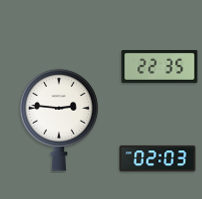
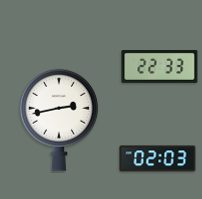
clock at (160, 67): 22:35 -> 22:33
clock at (59, 120): 2:46 -> 2:43
